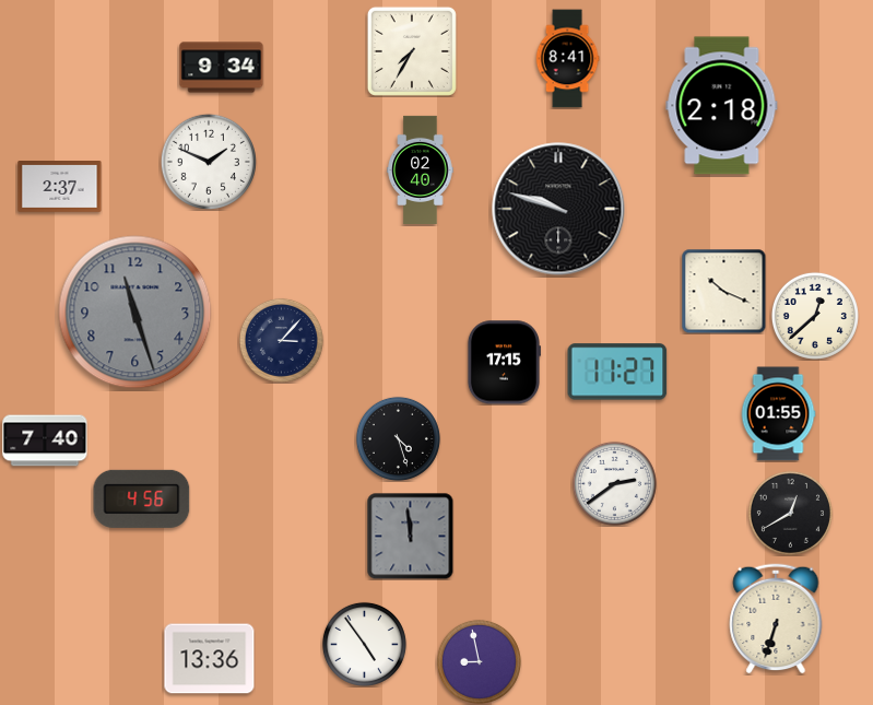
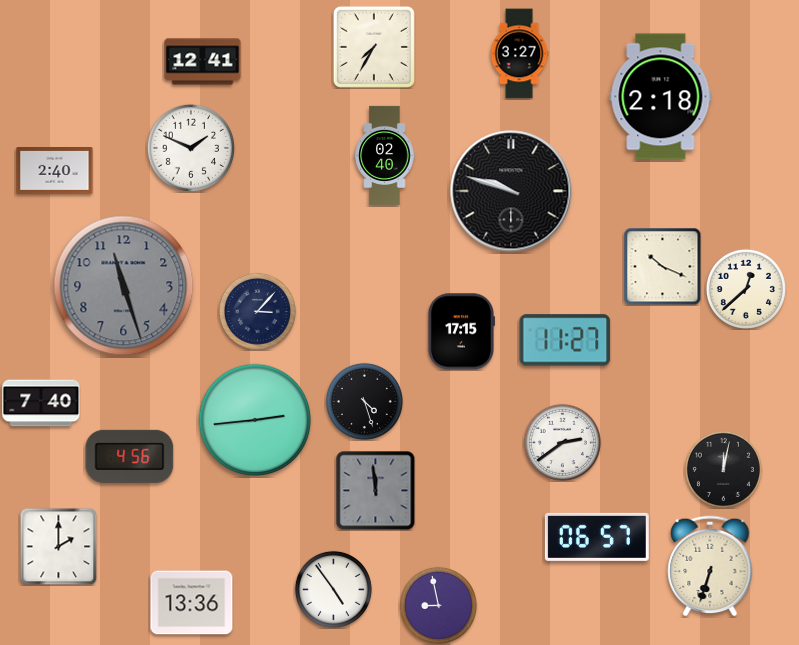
clock at (412, 51) position: (412, 51) -> (374, 47)
clock at (567, 59): 8:41 -> 3:27
clock at (222, 68): 9:34 -> 12:41
clock at (60, 187): 2:37 -> 2:40
clock at (778, 414): 01:55 -> none
clock at (255, 420): none -> 2:44
clock at (790, 513): 12:40 -> 12:02
clock at (597, 537): none -> 06:57
clock at (58, 546): none -> 2:00
